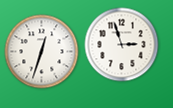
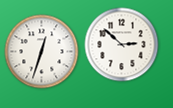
clock at (122, 45): 2:57 -> 2:52
